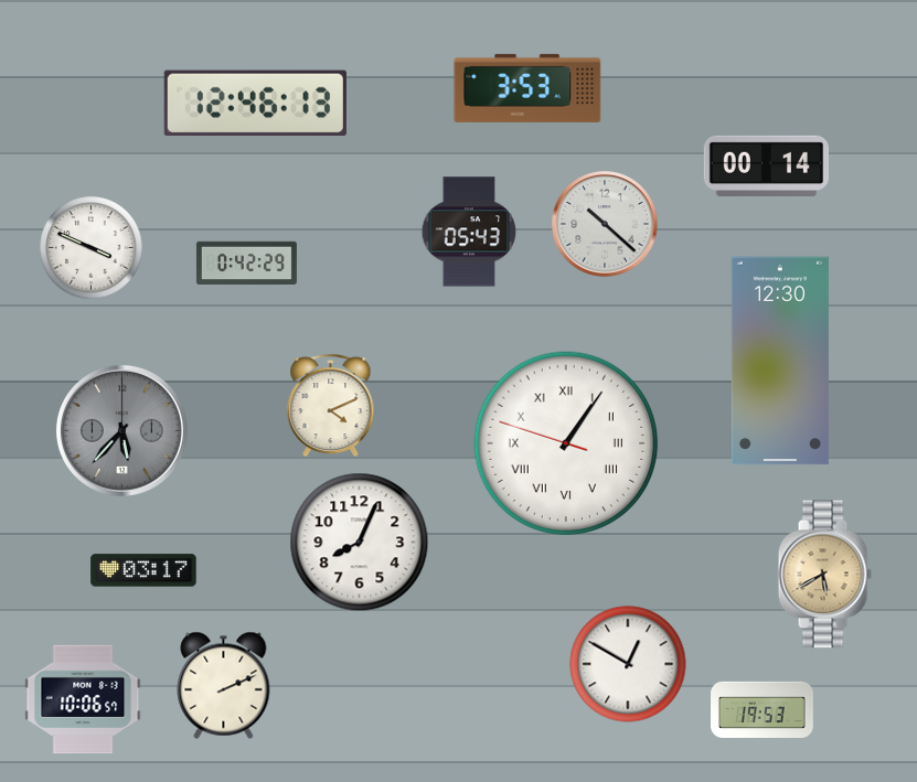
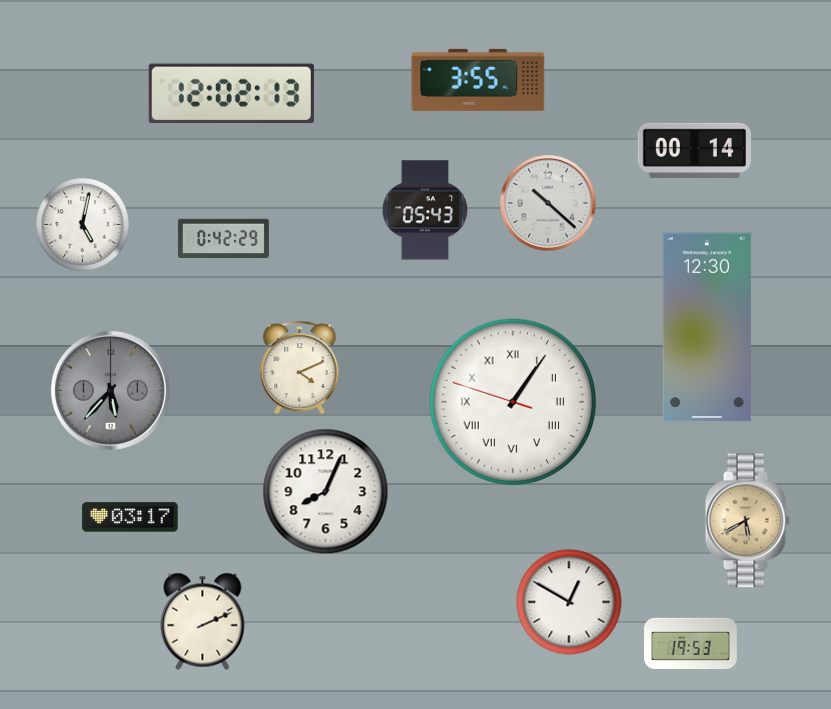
clock at (527, 88): 3:53 -> 3:55
clock at (255, 104): 12:46 -> 12:02
clock at (92, 248): 3:49 -> 5:02
clock at (83, 699): 10:06 -> none
